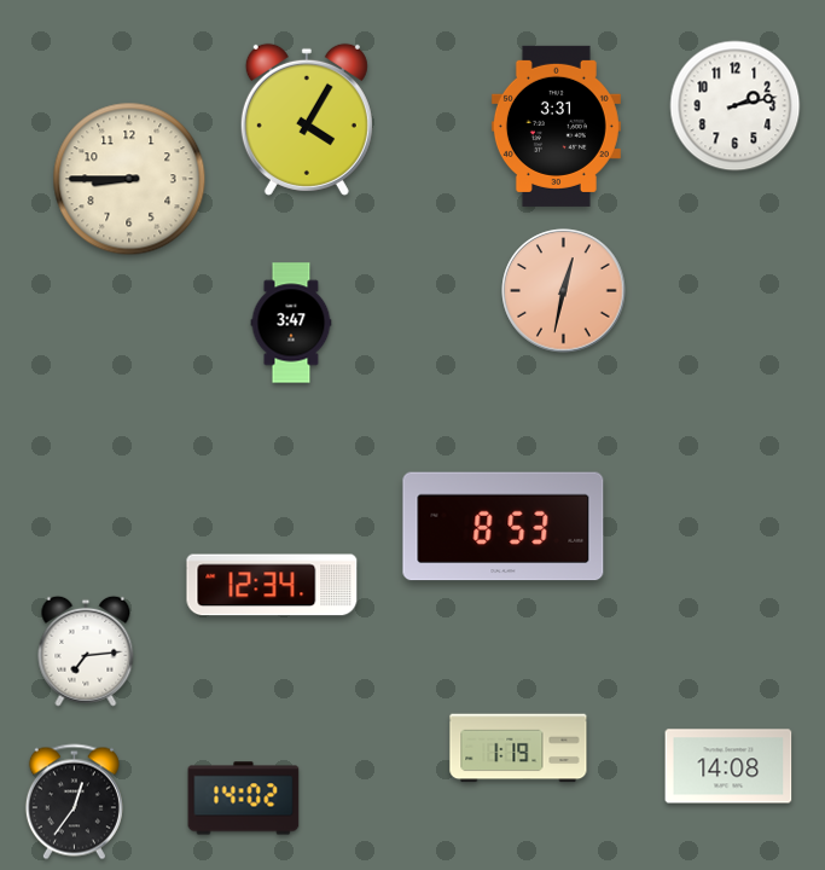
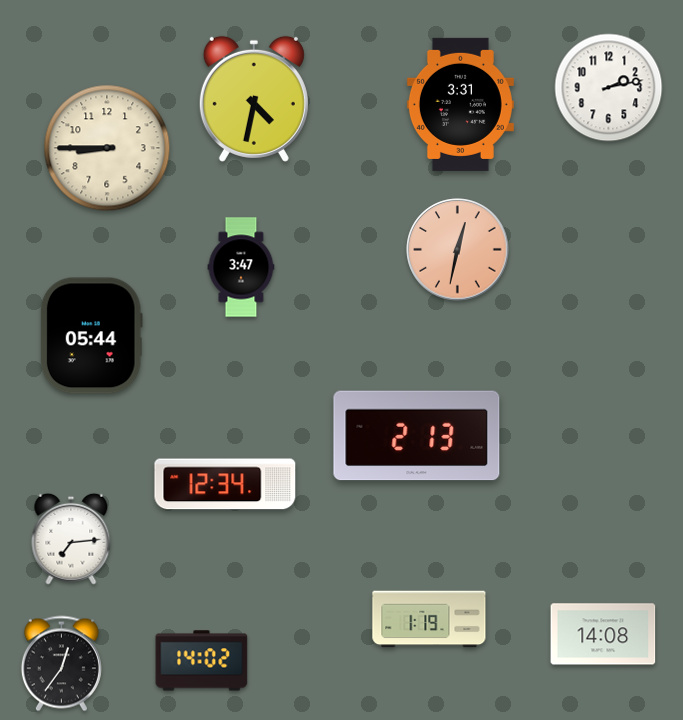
clock at (307, 120): 4:05 -> 4:32
clock at (564, 291) position: (564, 291) -> (458, 250)
clock at (91, 336): none -> 05:44
clock at (504, 527): 8:53 -> 2:13
